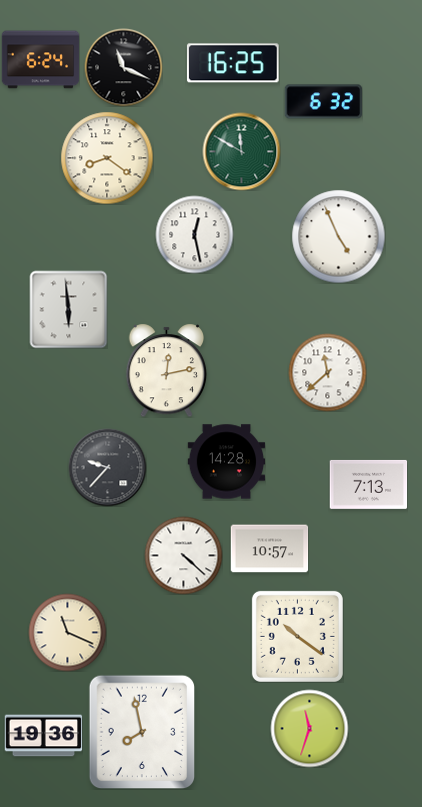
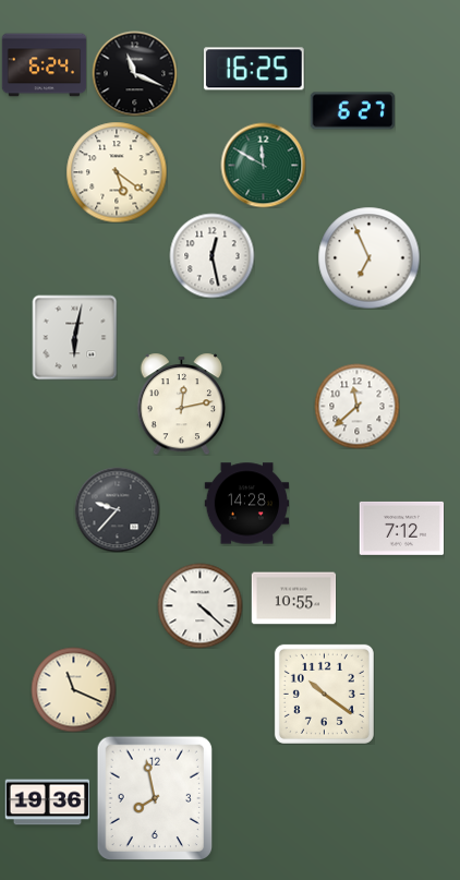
clock at (323, 102): 6:32 -> 6:27
clock at (107, 158): 8:21 -> 5:21
clock at (338, 236): 4:56 -> 6:56
clock at (68, 309): 5:59 -> 6:02
clock at (368, 484): 7:13 -> 7:12
clock at (269, 549): 10:57 -> 10:55
clock at (309, 728): 11:33 -> none
